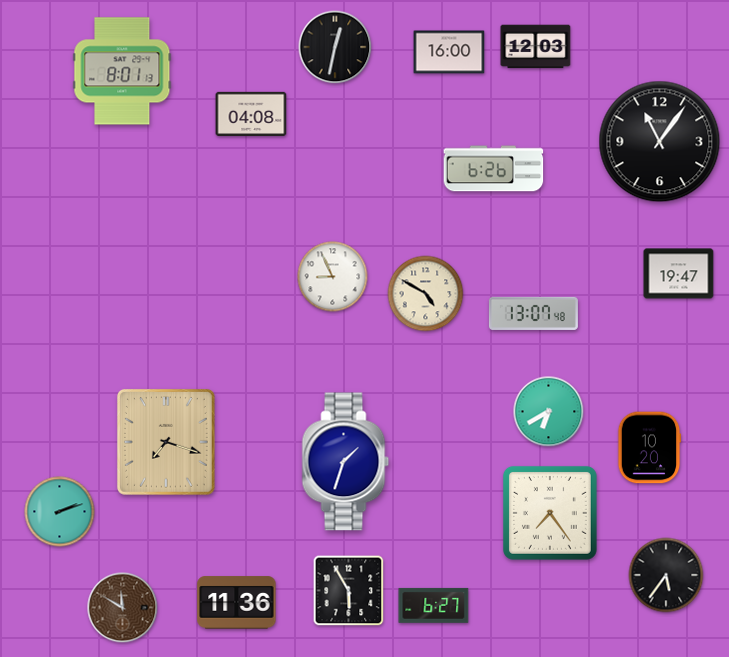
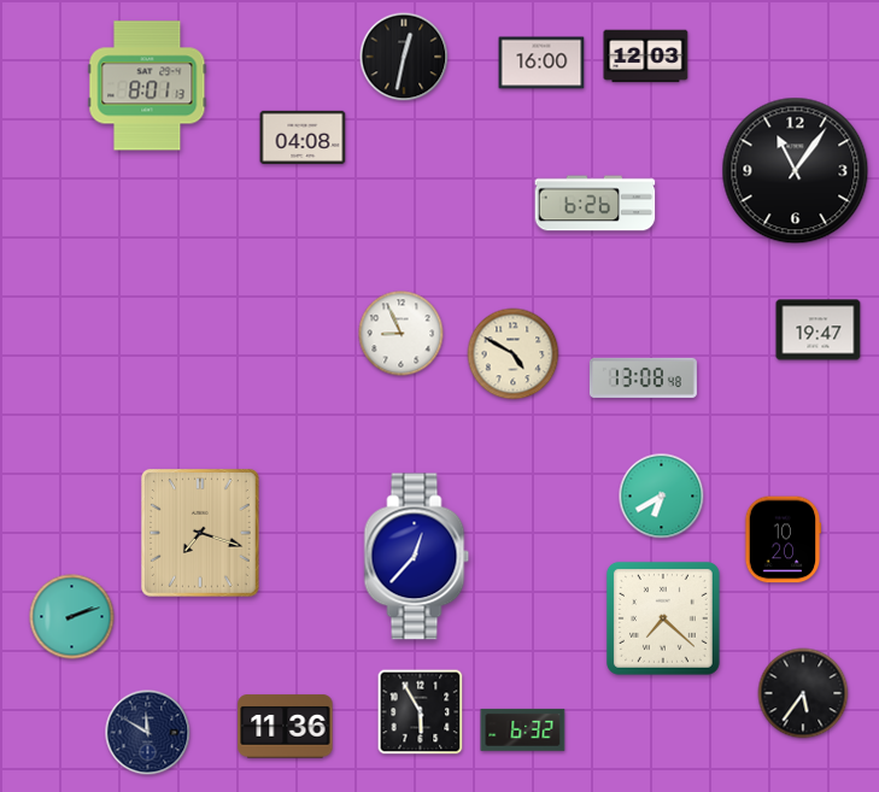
clock at (533, 313): 13:07 -> 13:08
clock at (346, 462): 1:33 -> 12:37
clock at (550, 513): 7:24 -> 7:22
clock at (434, 605): 6:27 -> 6:32
clock at (123, 608) dial: brown -> navy
